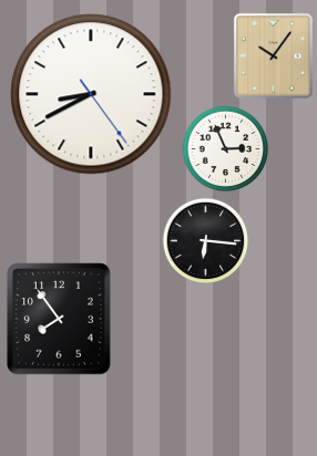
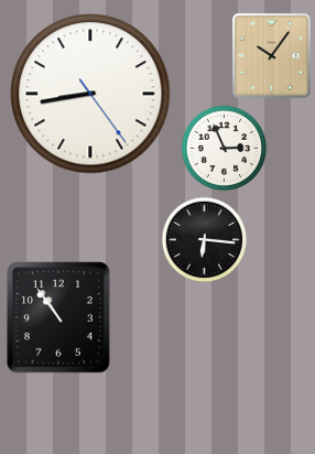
clock at (91, 94): 8:40 -> 8:43
clock at (59, 319): 7:54 -> 10:54
